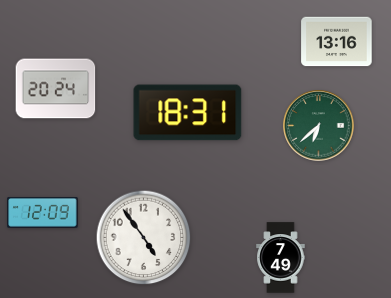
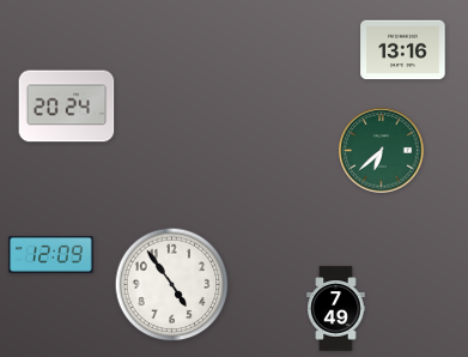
clock at (188, 113): 18:31 -> none
